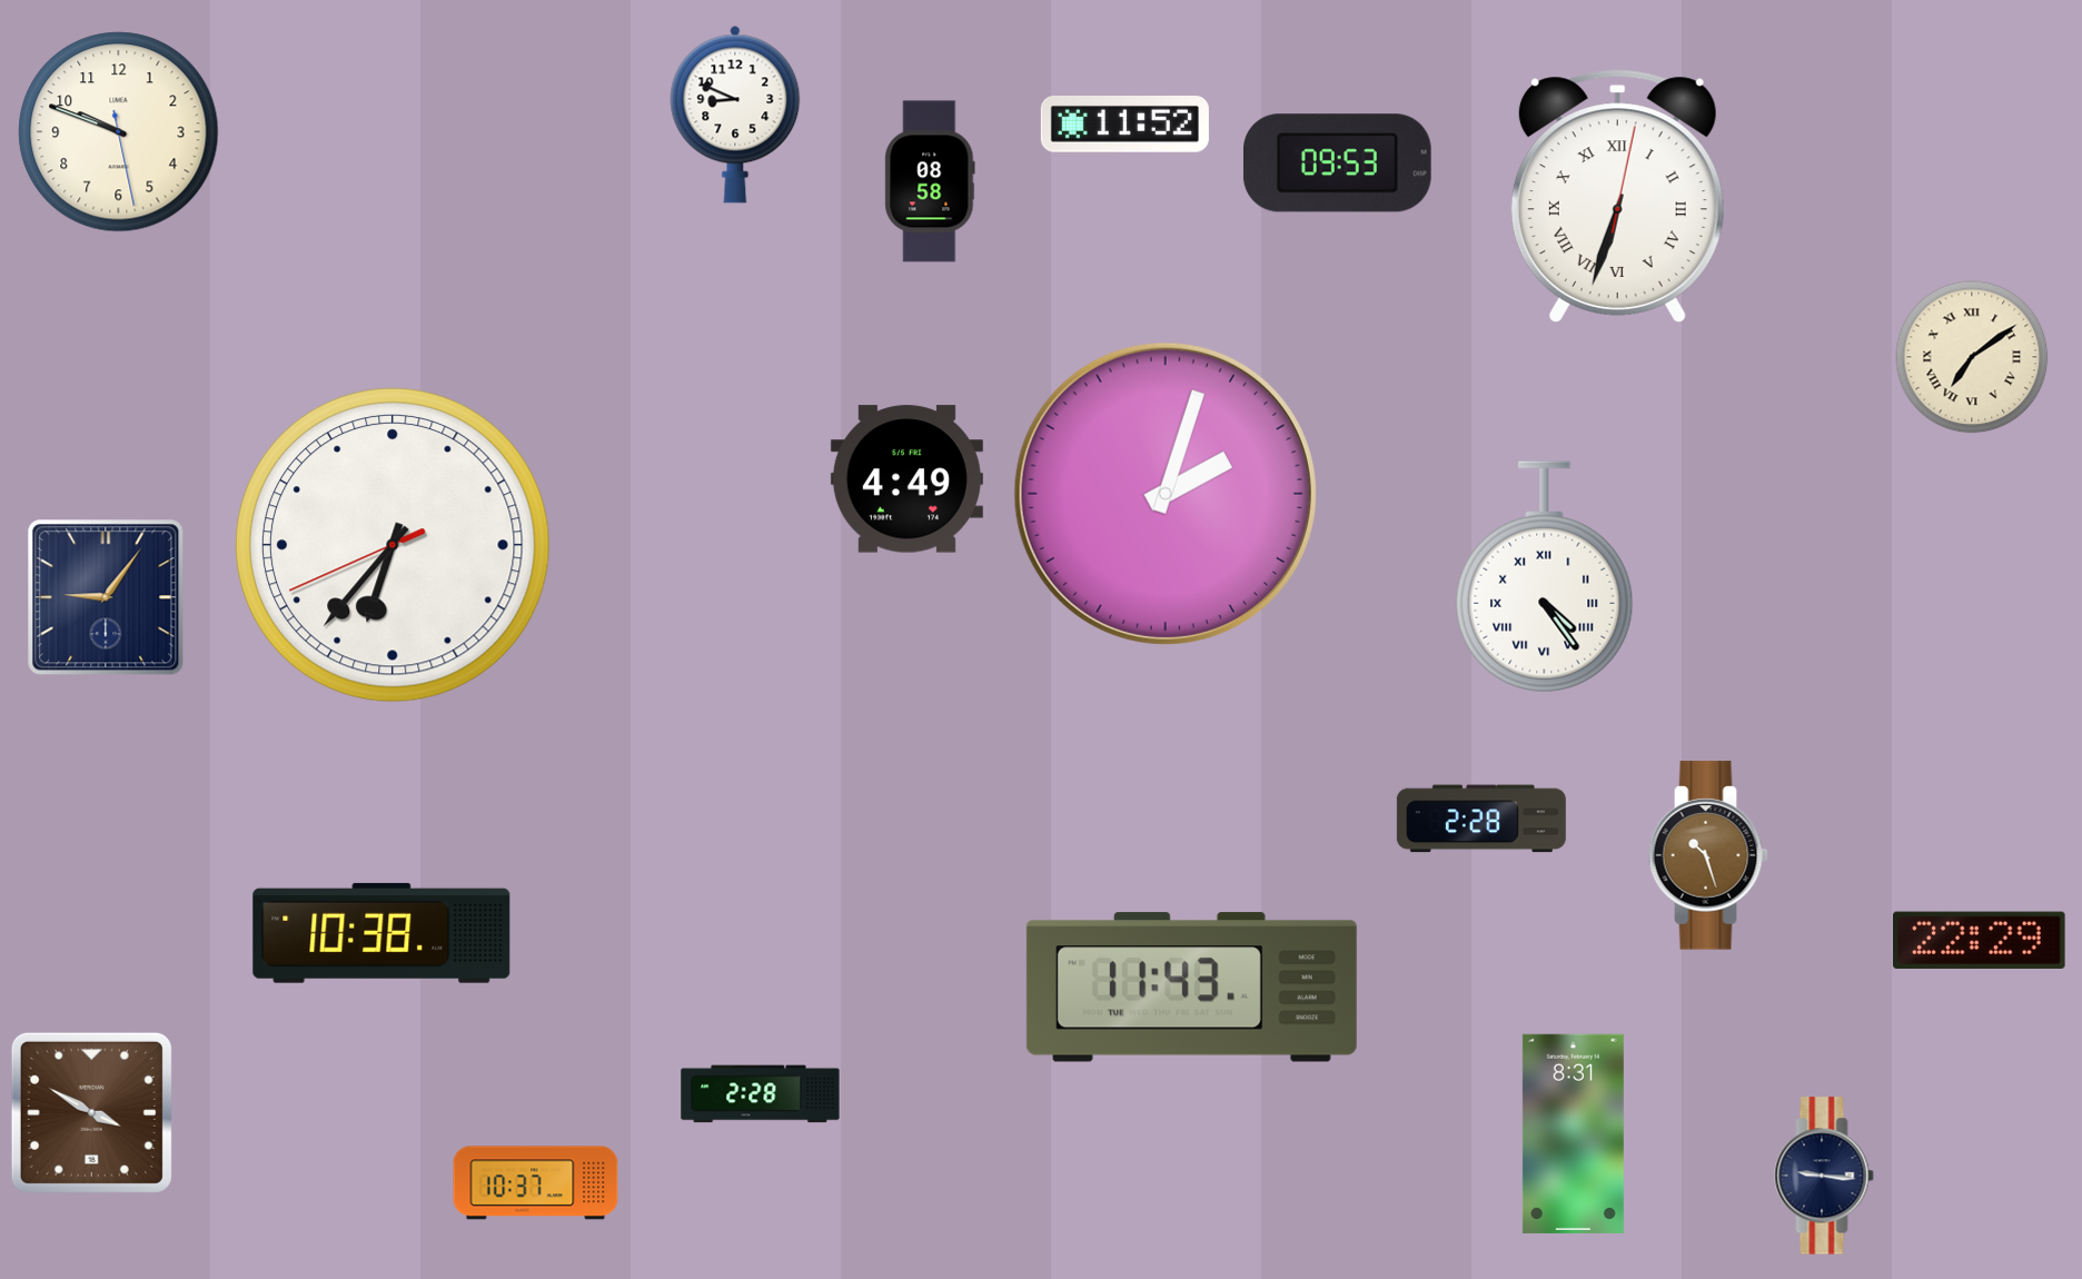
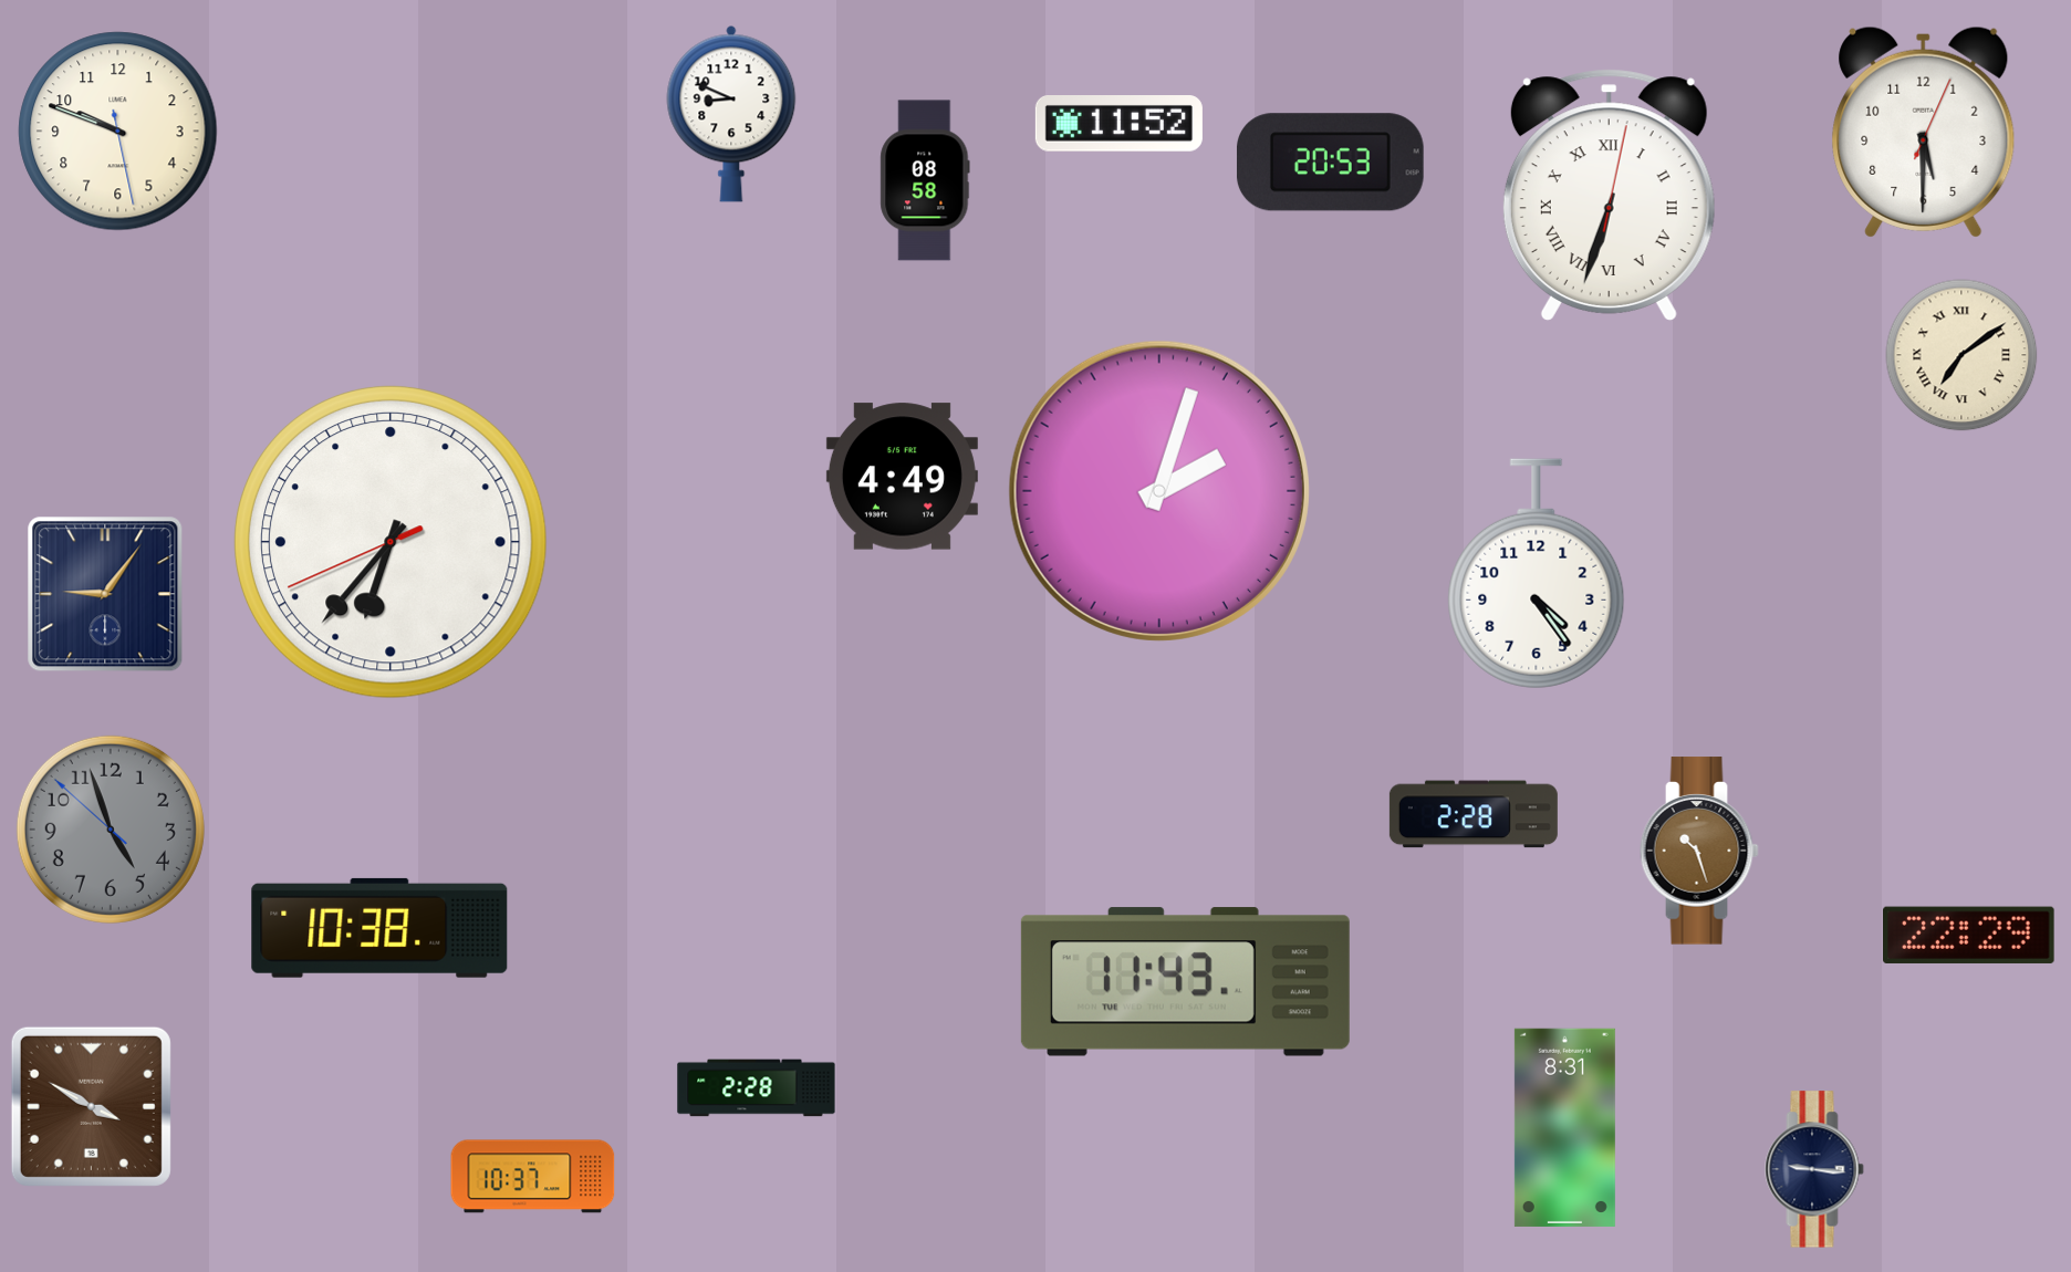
clock at (1924, 132): none -> 5:30
clock at (1337, 163): 09:53 -> 20:53
clock at (1545, 577) numerals: Roman -> Arabic
clock at (111, 830): none -> 4:56
